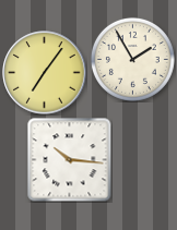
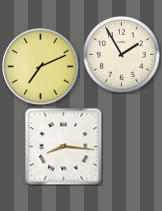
clock at (45, 73): 7:06 -> 7:11
clock at (69, 159): 10:16 -> 8:16
